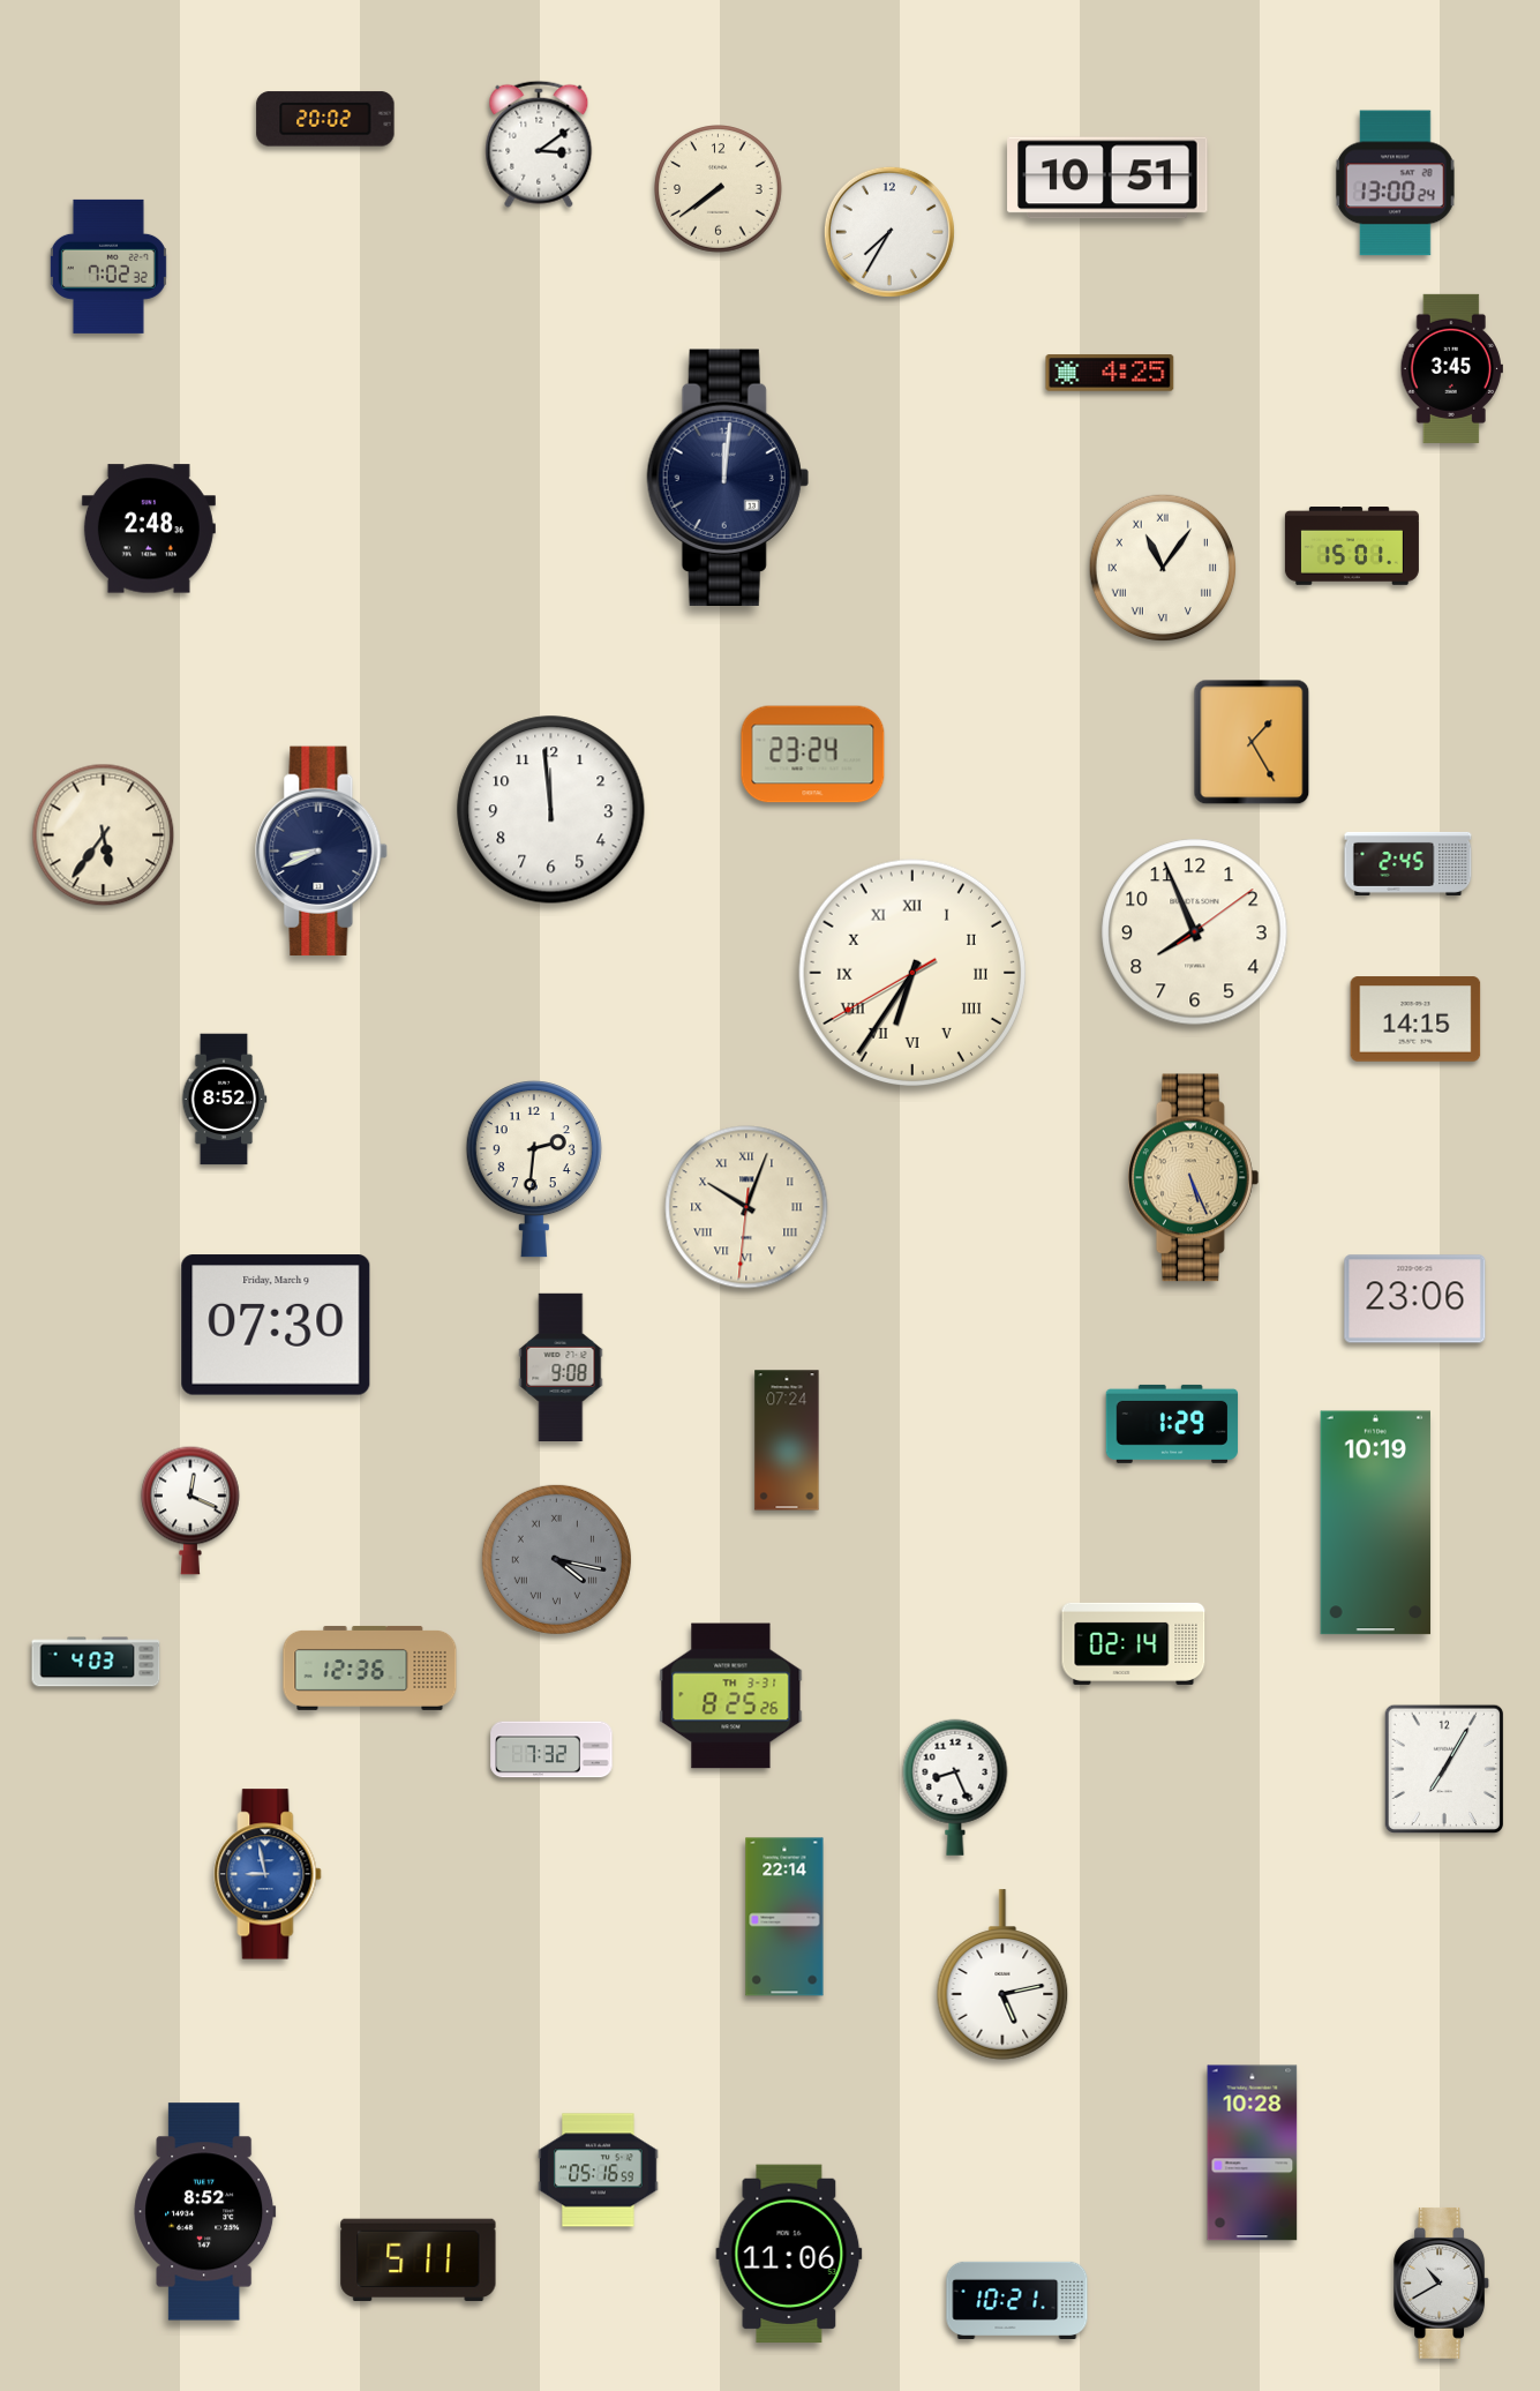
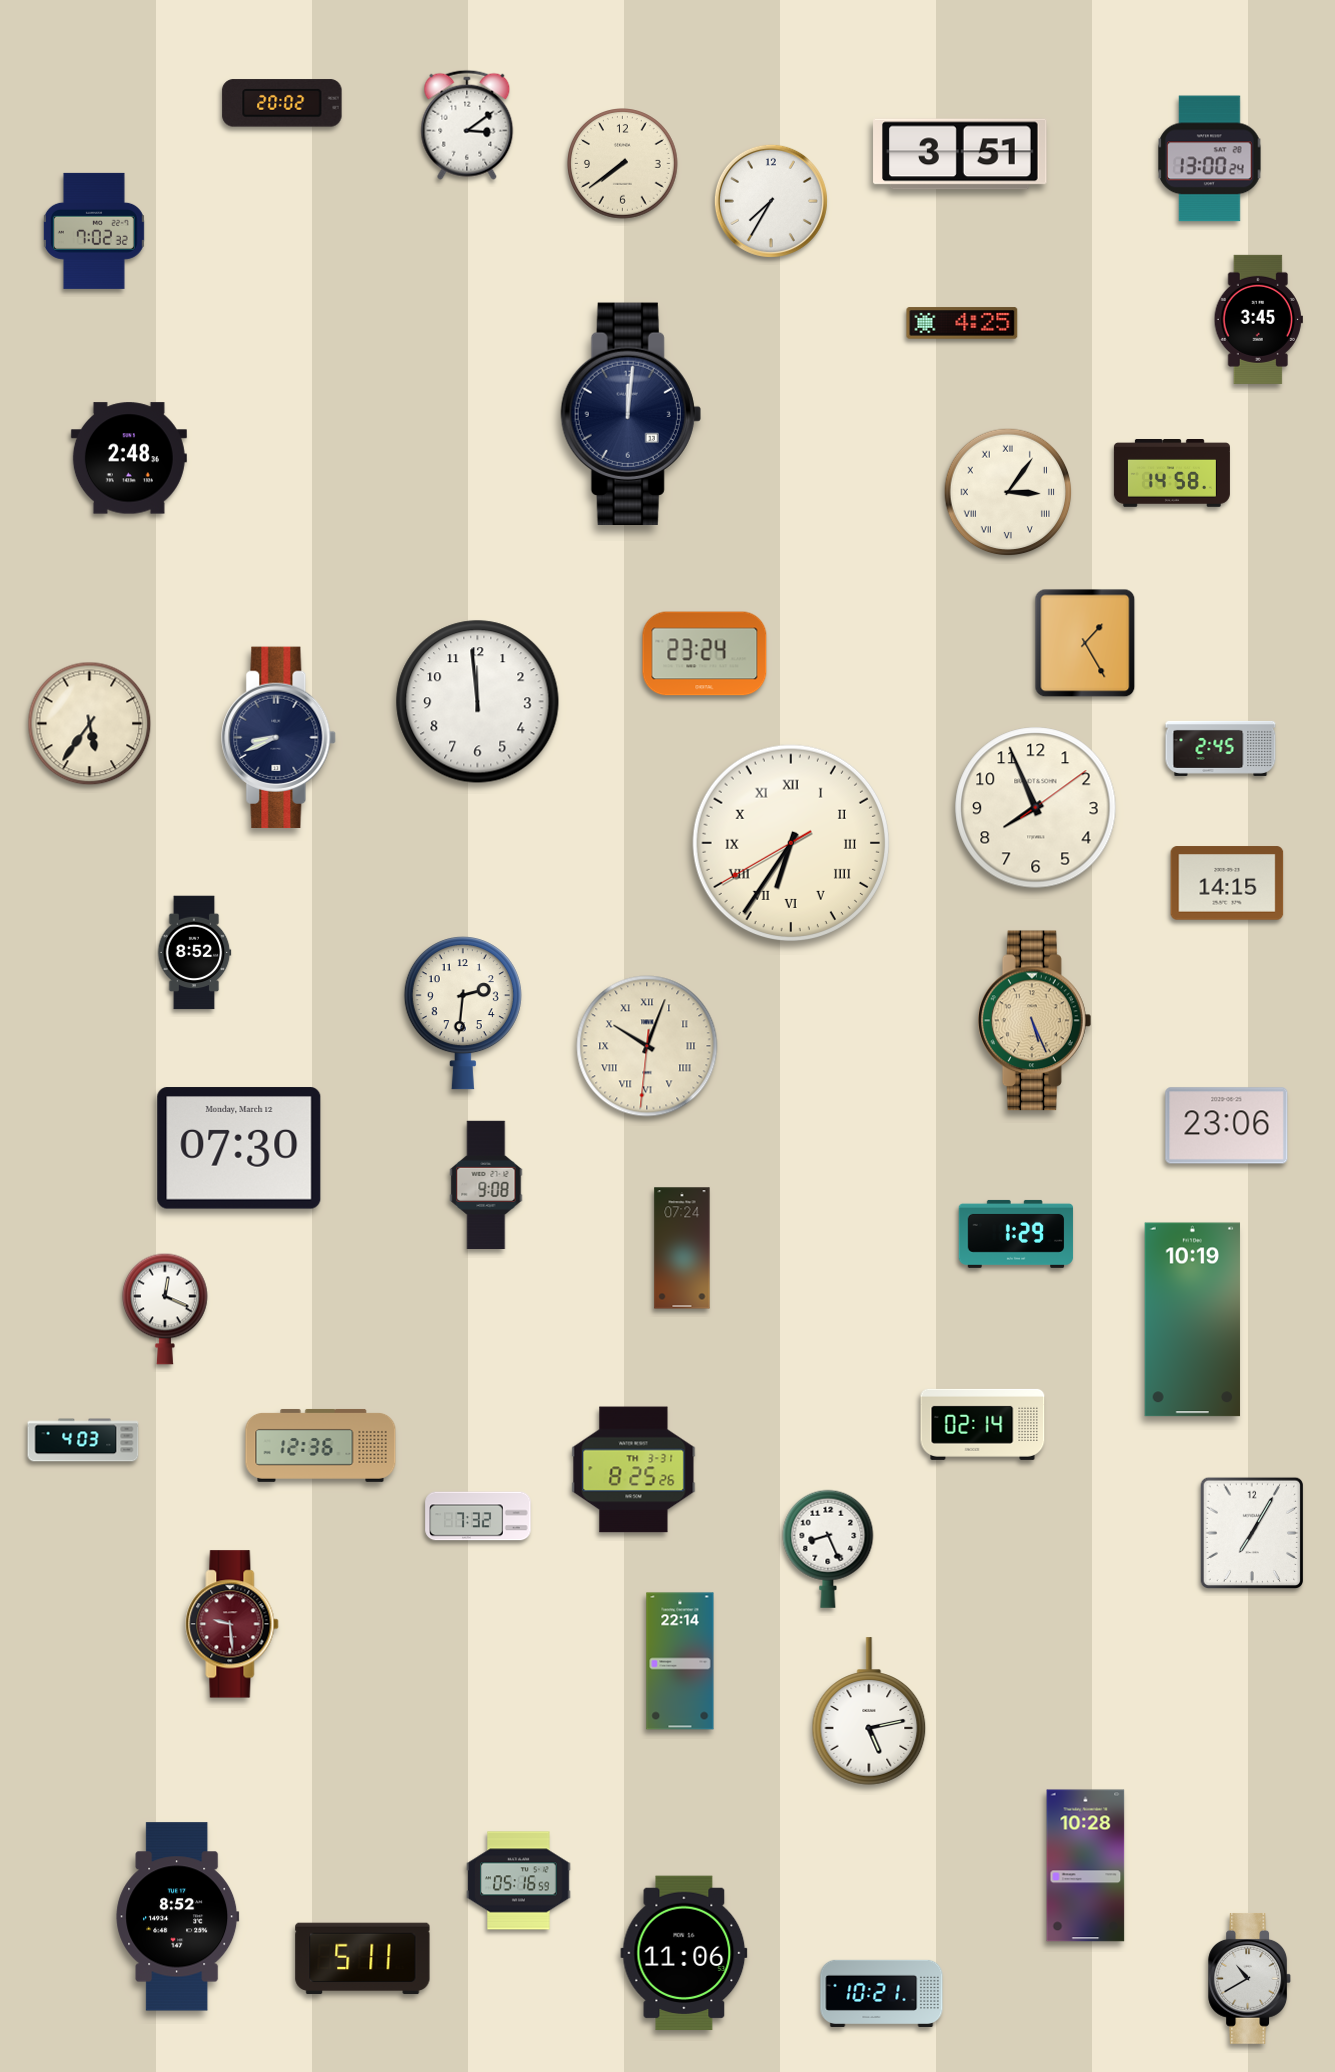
clock at (1107, 178): 10:51 -> 3:51
clock at (1352, 547): 15:01 -> 14:58
clock at (1163, 568): 11:06 -> 3:06
clock at (276, 1325) date: Friday, March 9 -> Monday, March 12
clock at (556, 1559): 4:17 -> none
clock at (268, 1874): 8:58 -> 9:29
clock at (268, 1874) dial: blue -> burgundy
